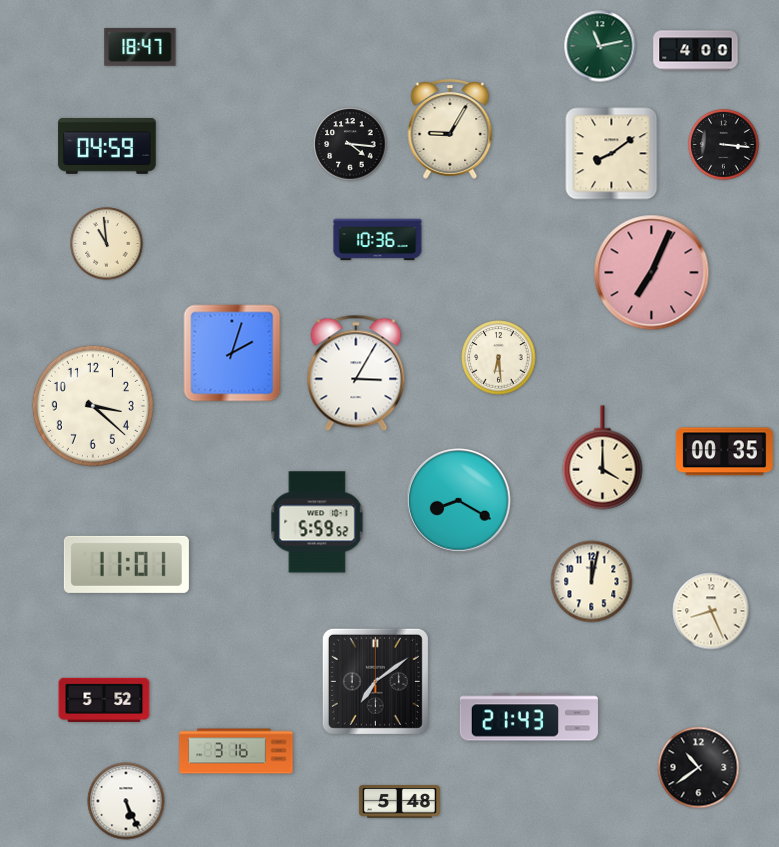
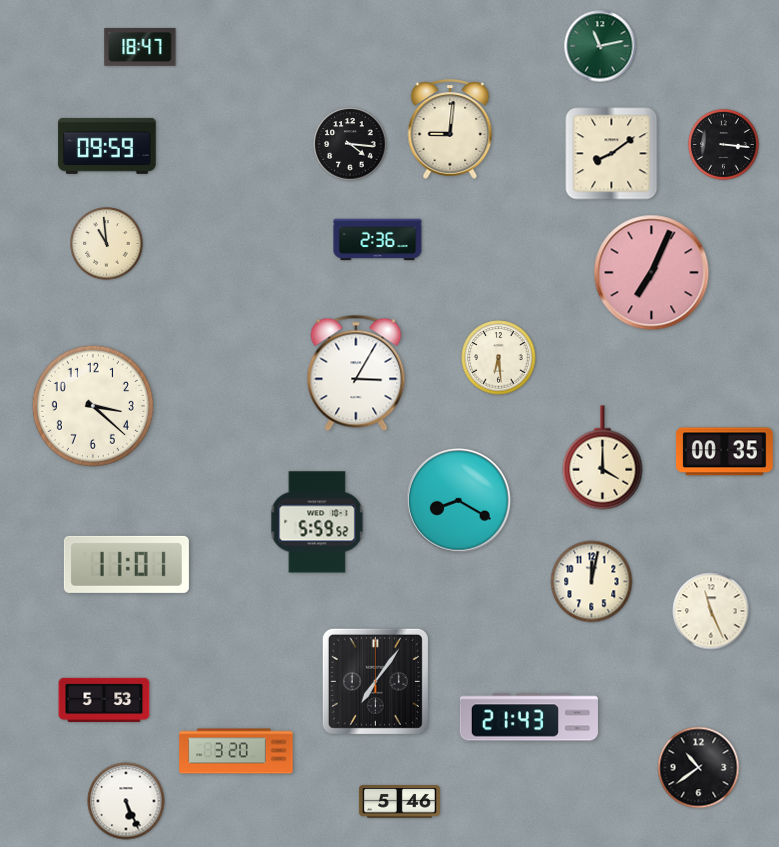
clock at (696, 51): 4:00 -> none
clock at (450, 129): 9:05 -> 9:01
clock at (107, 146): 04:59 -> 09:59
clock at (378, 240): 10:36 -> 2:36
clock at (232, 353): 2:03 -> none
clock at (711, 611): 8:26 -> 11:26
clock at (375, 681): 7:09 -> 7:06
clock at (104, 700): 5:52 -> 5:53
clock at (236, 751): 3:16 -> 3:20
clock at (399, 802): 5:48 -> 5:46
